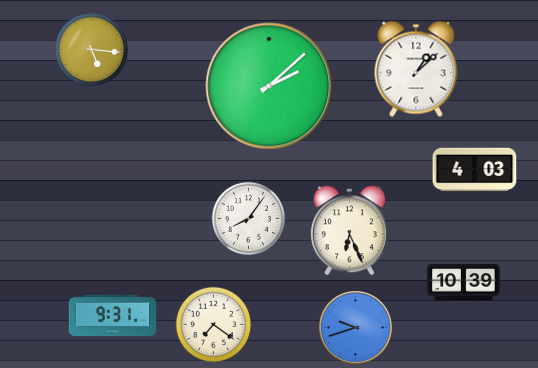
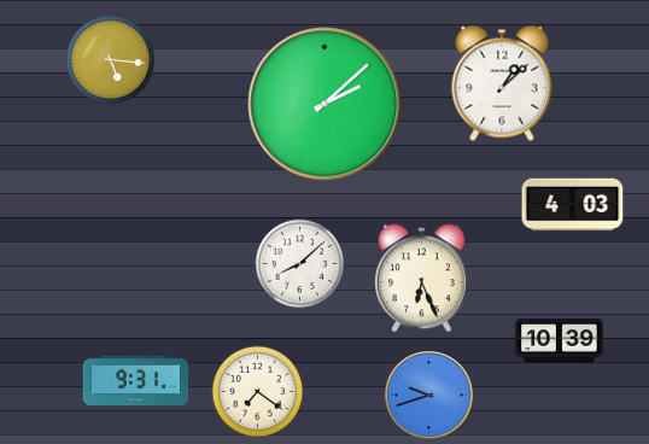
clock at (249, 219): 8:06 -> 8:08
